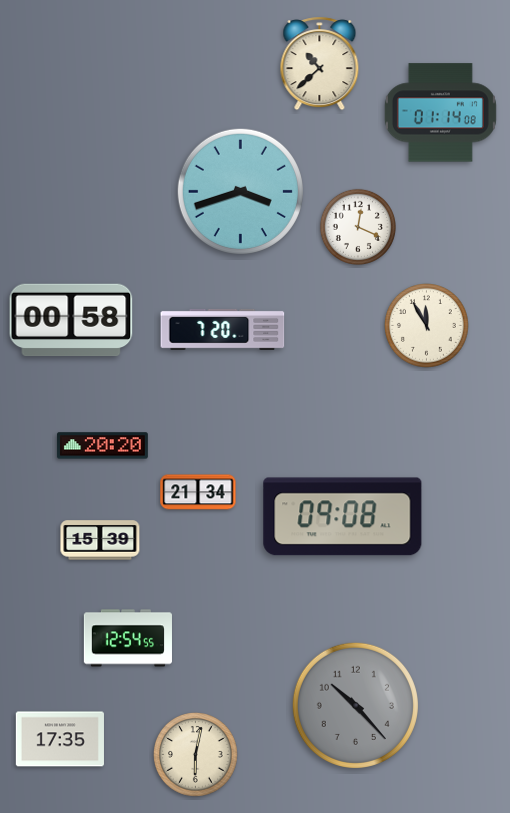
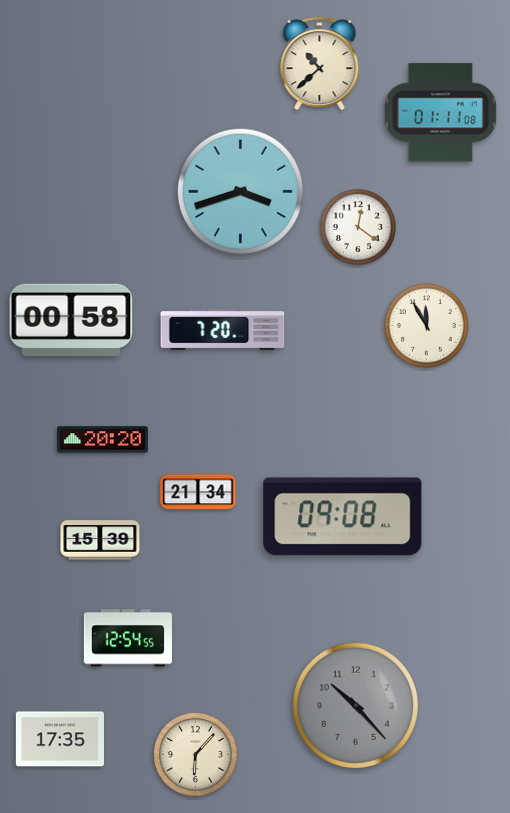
clock at (440, 113): 01:14 -> 01:11
clock at (358, 227): 12:19 -> 12:21
clock at (102, 446) position: (102, 446) -> (102, 440)
clock at (196, 755): 6:02 -> 6:07
